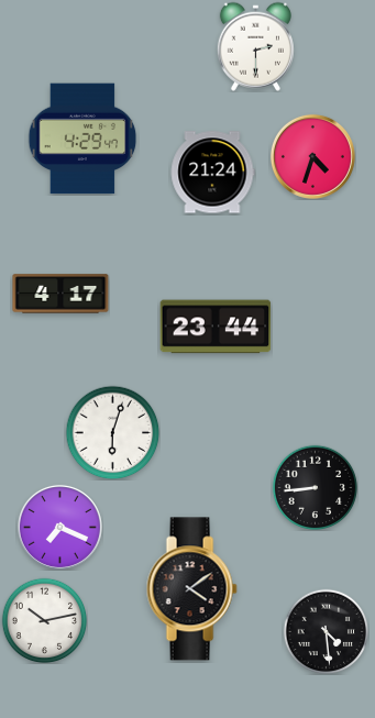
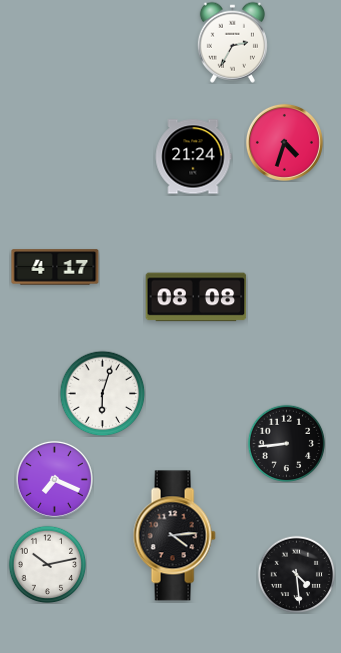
clock at (255, 46): 2:30 -> 2:35
clock at (82, 139): 4:29 -> none
clock at (216, 327): 23:44 -> 08:08
clock at (191, 589): 4:09 -> 4:14
clock at (44, 620) position: (44, 620) -> (47, 564)
